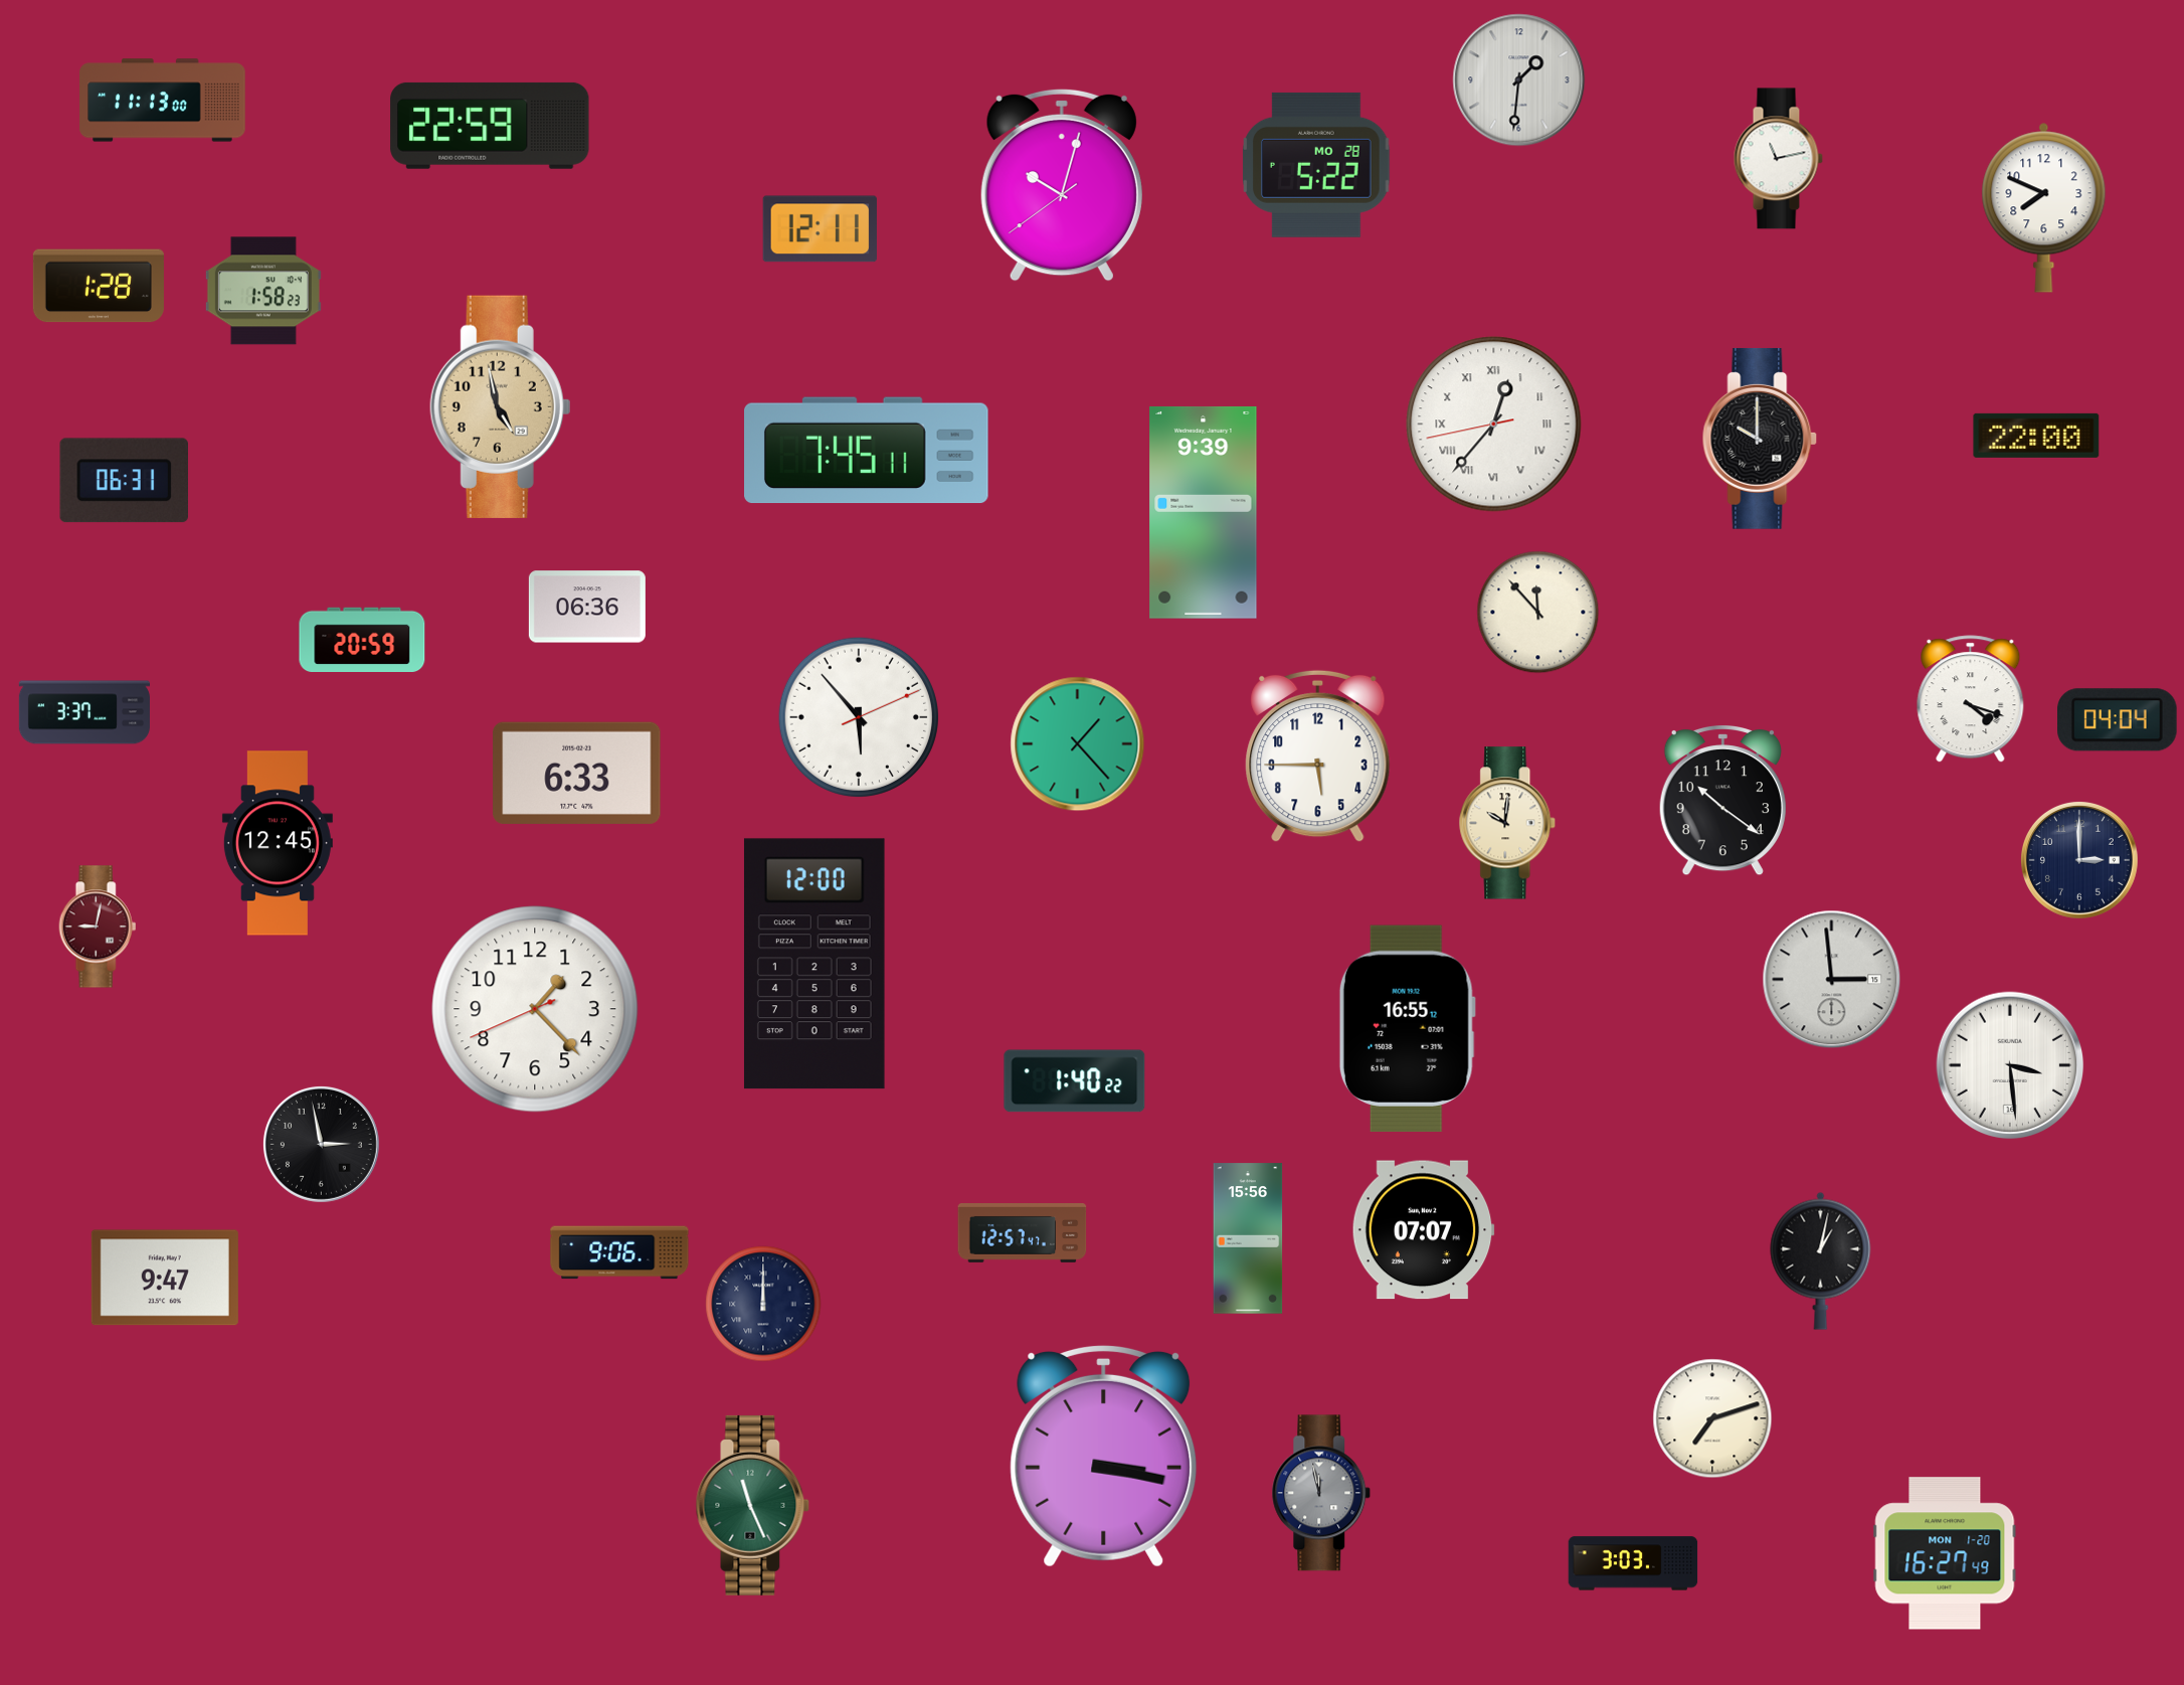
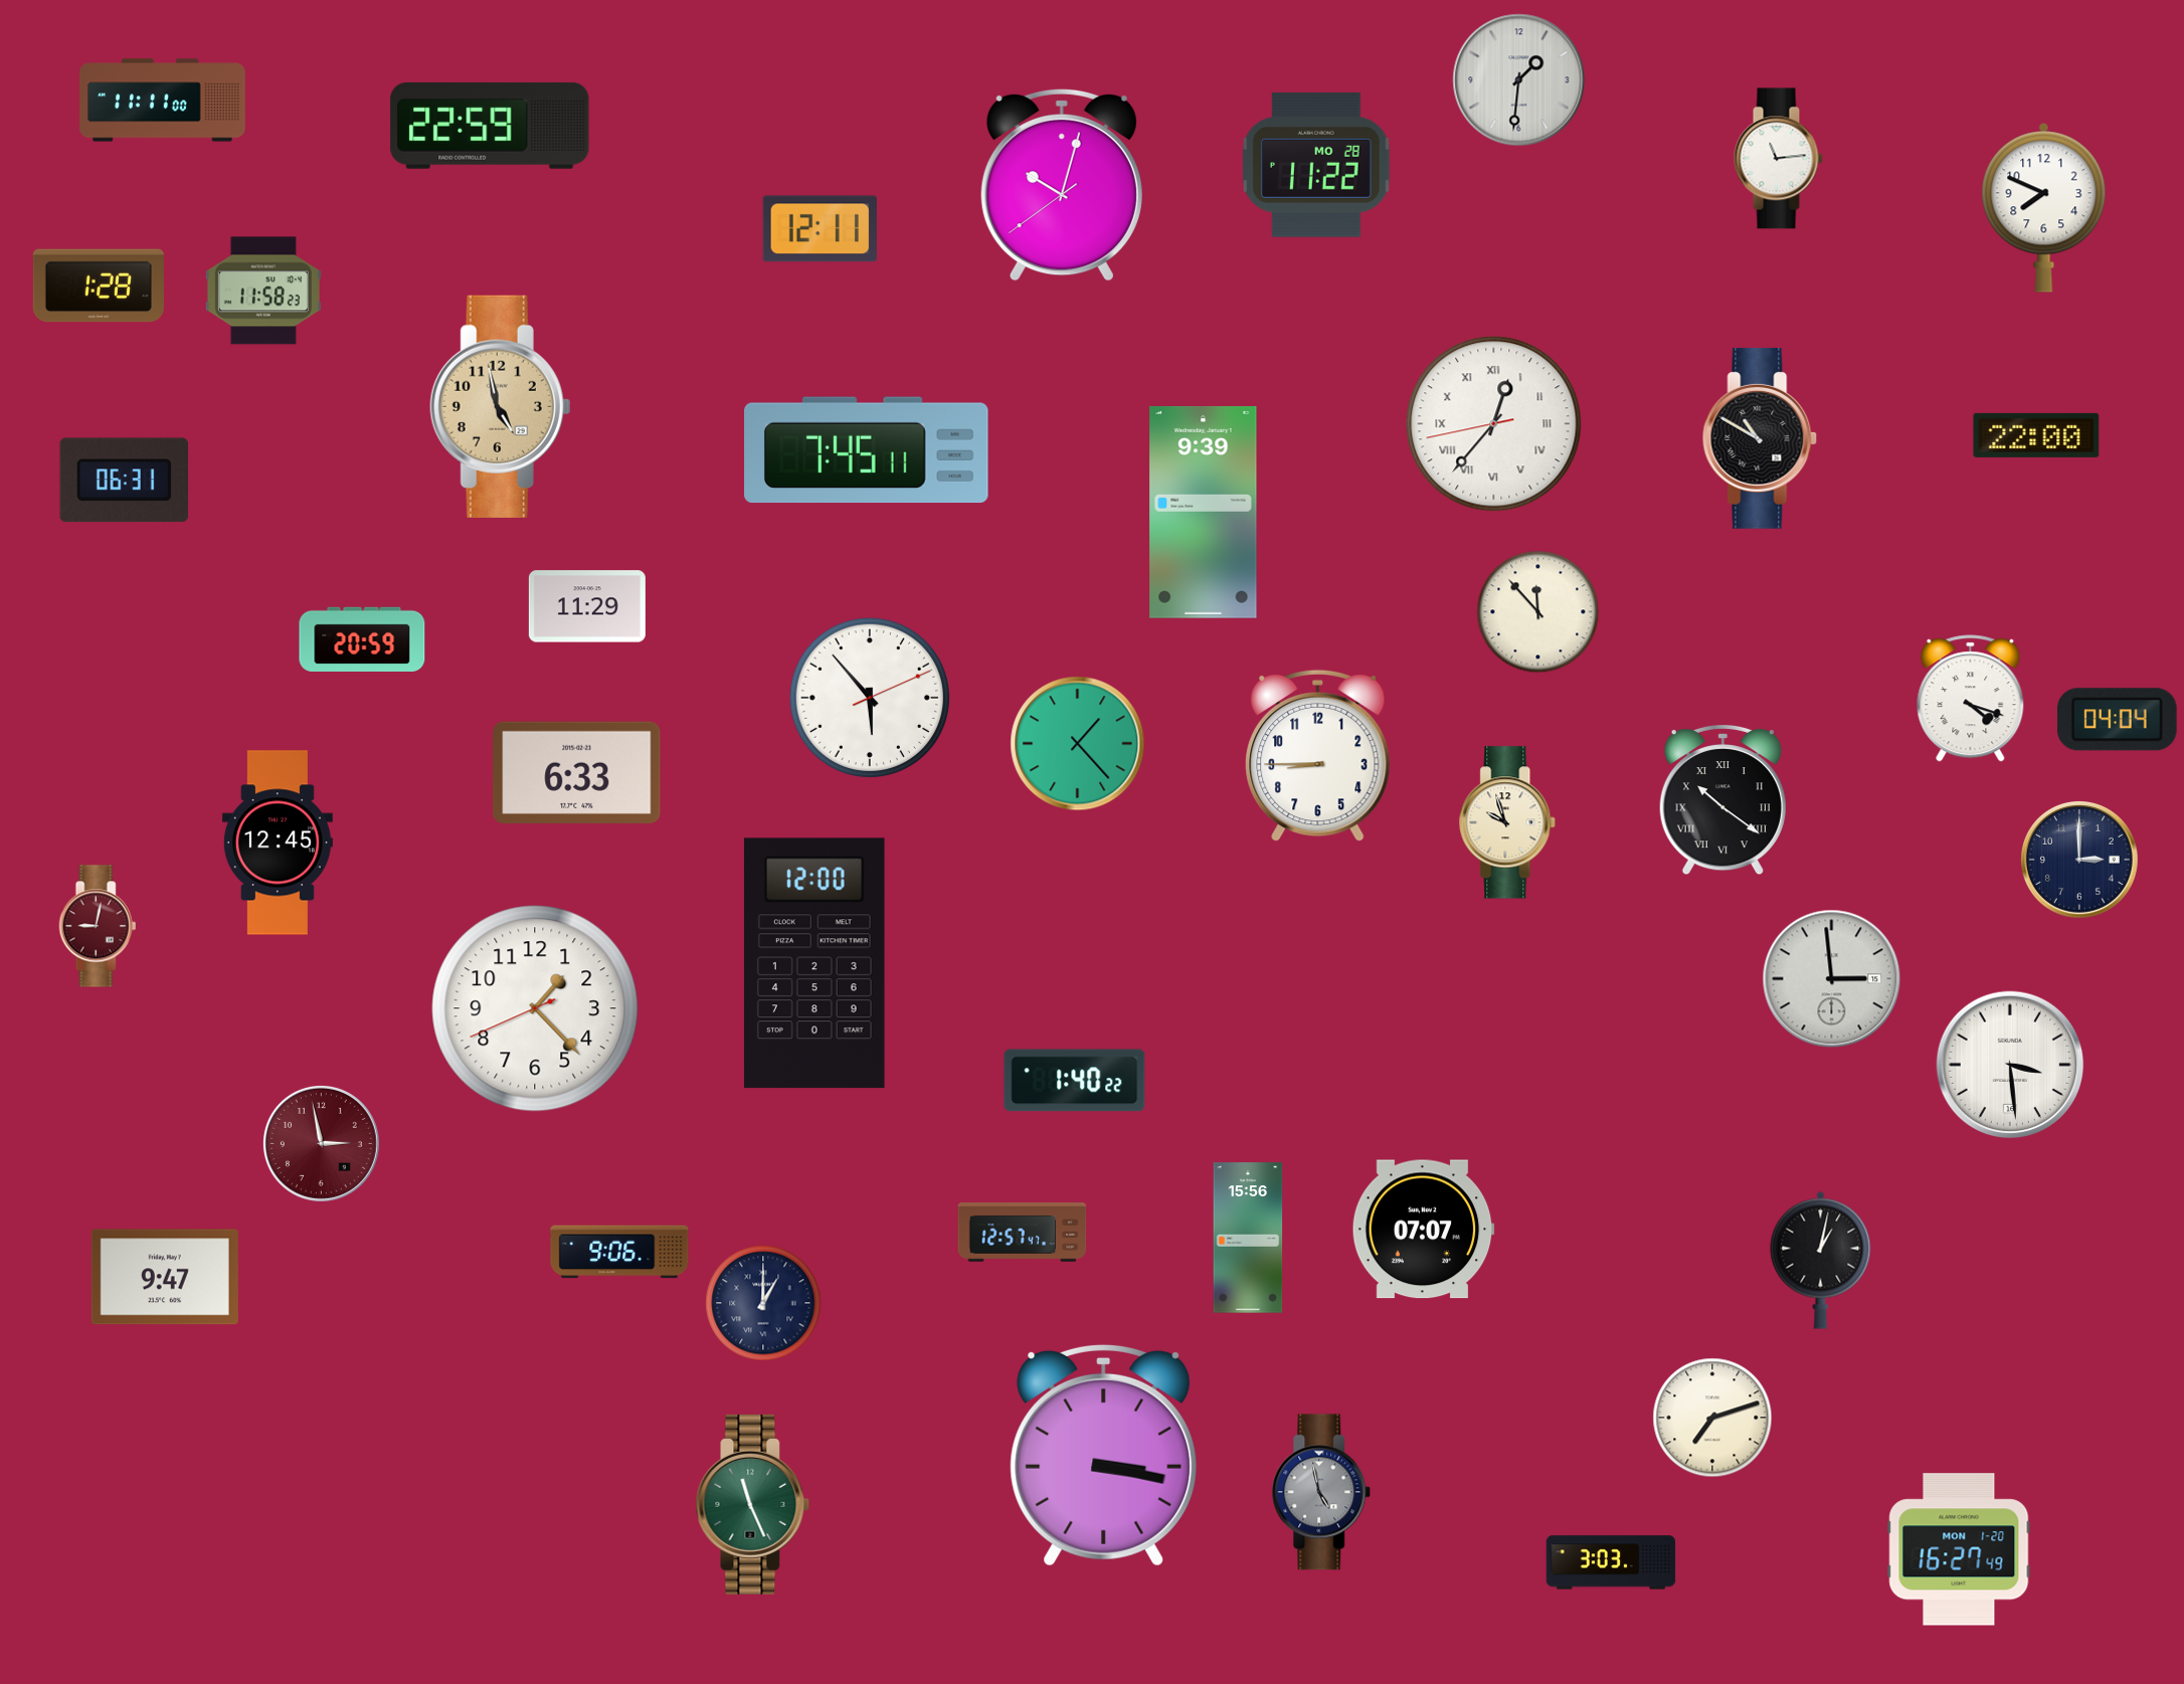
clock at (163, 101): 11:13 -> 11:11
clock at (1778, 159): 11:13 -> 11:14
clock at (1316, 165): 5:22 -> 11:22
clock at (263, 291): 1:58 -> 11:58
clock at (1760, 439): 10:00 -> 10:50
clock at (587, 607): 06:36 -> 11:29
clock at (84, 712): 3:37 -> none
clock at (858, 716) position: (858, 716) -> (869, 697)
clock at (1318, 756): 5:45 -> 8:45
clock at (1722, 800) numerals: Arabic -> Roman
clock at (1508, 823): 10:01 -> 9:57
clock at (1407, 1028): 16:55 -> none
clock at (321, 1144) dial: black -> burgundy
clock at (763, 1304): 12:00 -> 1:00
clock at (1321, 1493): 11:58 -> 4:58
clock at (1945, 1553) position: (1945, 1553) -> (1959, 1549)
clock at (1633, 1563) position: (1633, 1563) -> (1611, 1562)
